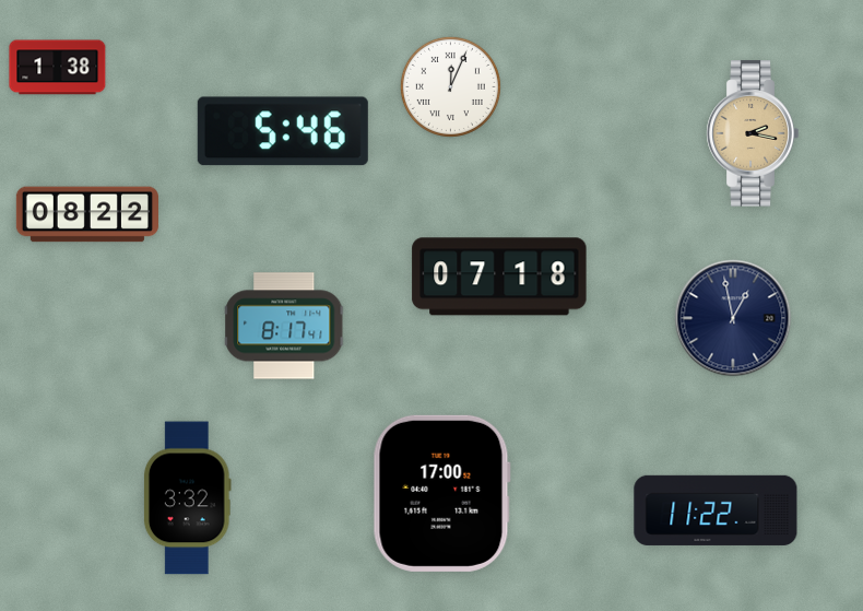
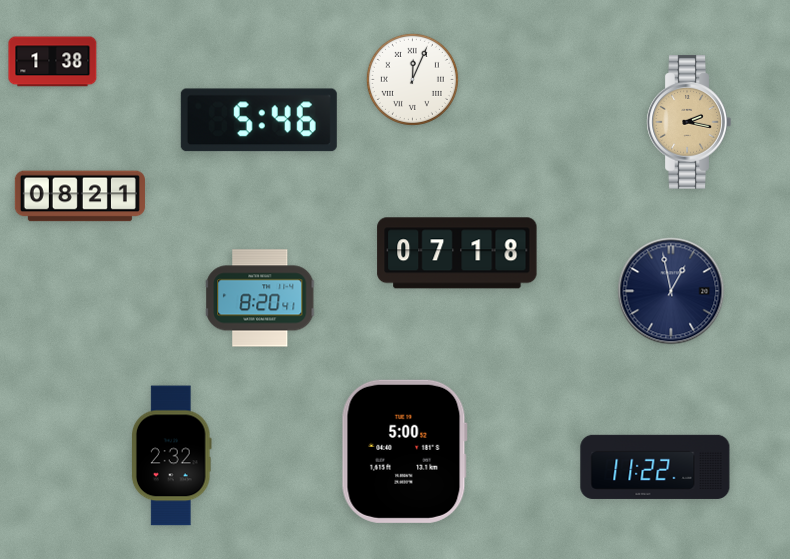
clock at (87, 214): 08:22 -> 08:21
clock at (285, 326): 8:17 -> 8:20
clock at (441, 493): 17:00 -> 5:00
clock at (187, 498): 3:32 -> 2:32
